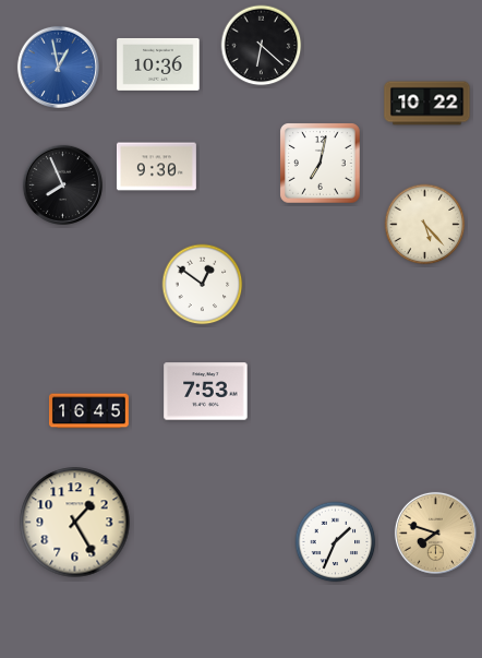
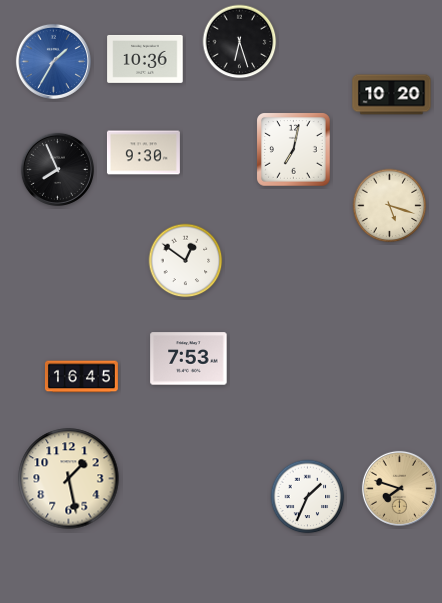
clock at (262, 46): 6:22 -> 6:27
clock at (58, 67): 12:58 -> 1:35
clock at (427, 104): 10:22 -> 10:20
clock at (425, 225): 5:23 -> 5:18
clock at (75, 523): 1:25 -> 1:28
